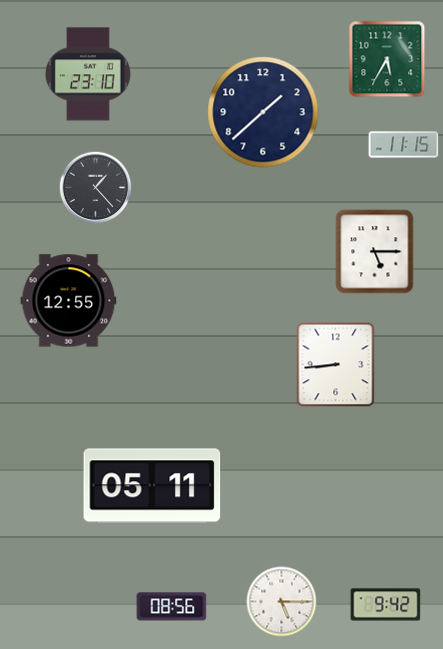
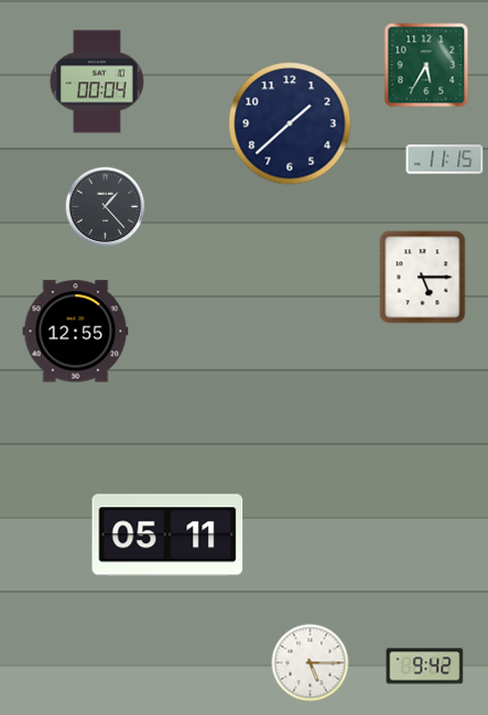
clock at (88, 74): 23:10 -> 00:04
clock at (375, 252) position: (375, 252) -> (423, 278)
clock at (336, 365): 8:44 -> none
clock at (172, 607): 08:56 -> none
